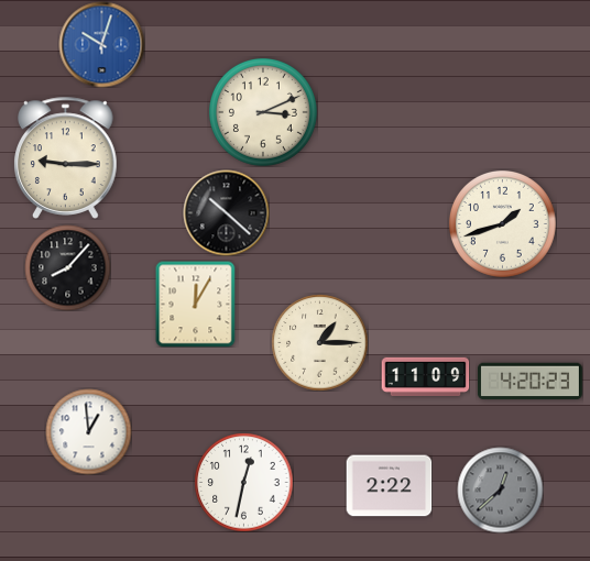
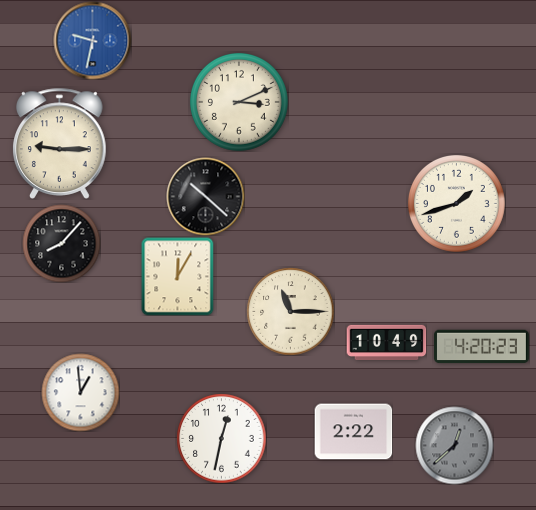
clock at (101, 44): 10:03 -> 9:32
clock at (226, 212) position: (226, 212) -> (205, 196)
clock at (319, 342): 1:15 -> 11:15
clock at (425, 376): 11:09 -> 10:49
clock at (389, 486) position: (389, 486) -> (353, 432)
